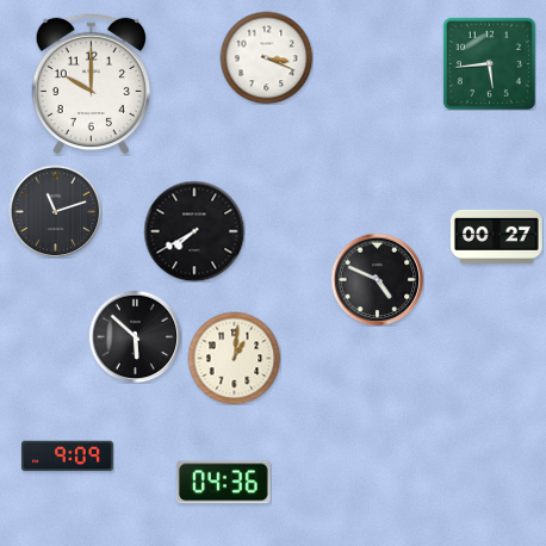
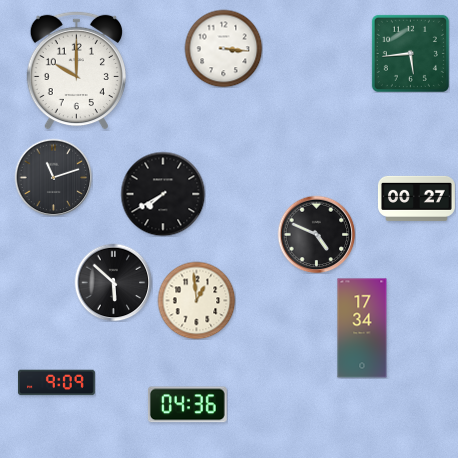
clock at (266, 57): 3:19 -> 3:16
clock at (55, 211) position: (55, 211) -> (53, 177)
clock at (234, 358): 1:01 -> 12:59
clock at (362, 328): none -> 17:34
